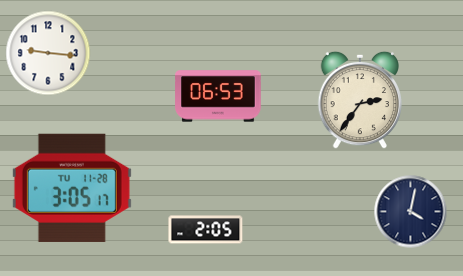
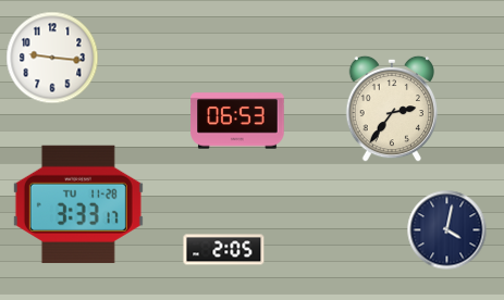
clock at (218, 96) position: (218, 96) -> (237, 121)
clock at (72, 188): 3:05 -> 3:33
